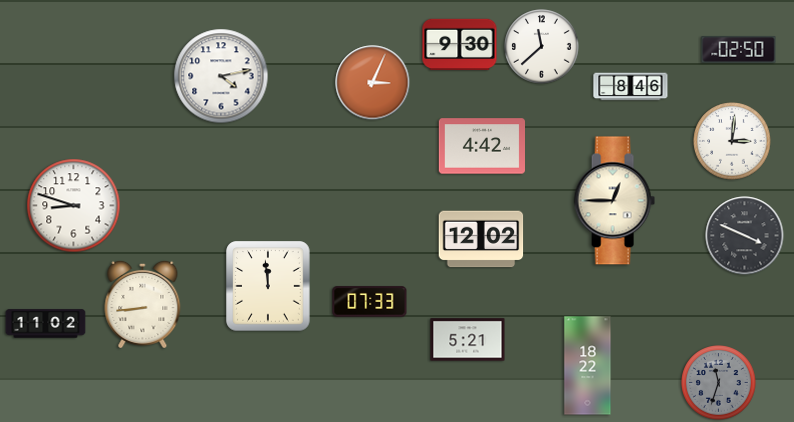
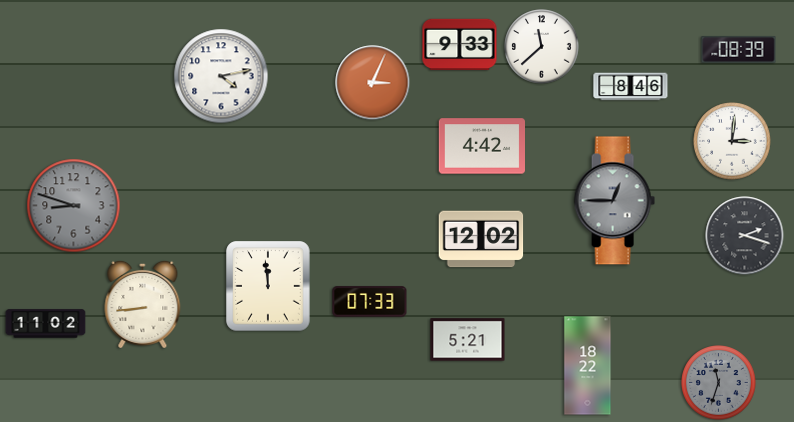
clock at (460, 45): 9:30 -> 9:33
clock at (739, 50): 02:50 -> 08:39
clock at (614, 201) dial: cream -> grey
clock at (74, 206) dial: white -> grey
clock at (745, 236): 3:49 -> 2:18
